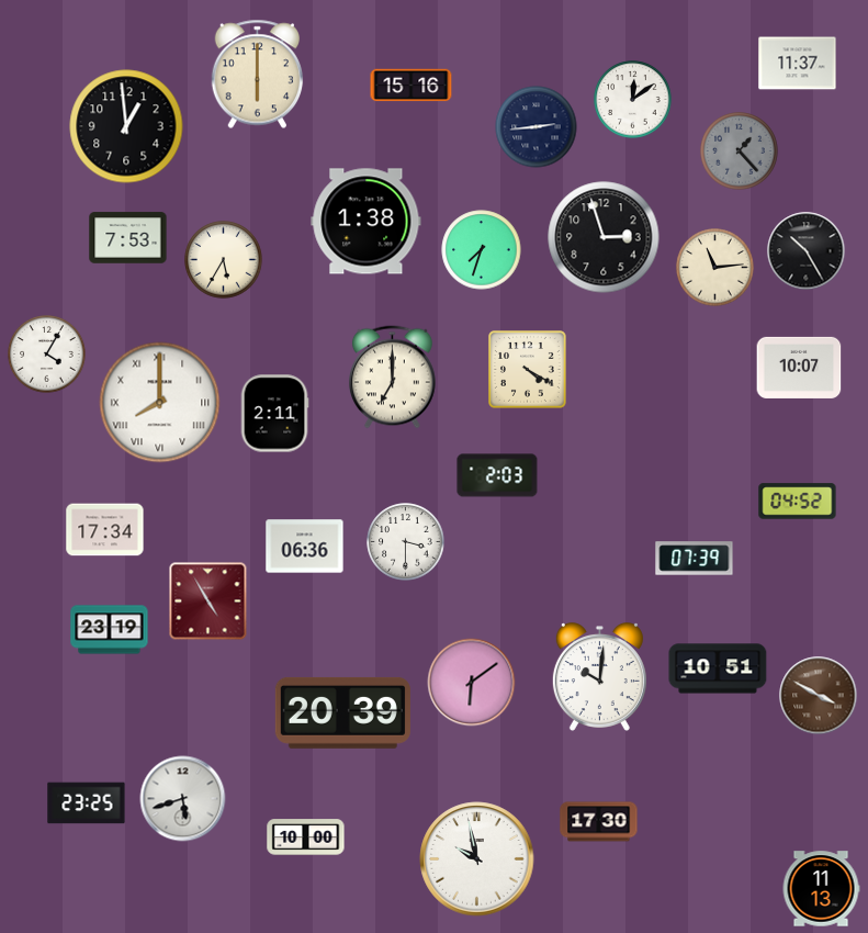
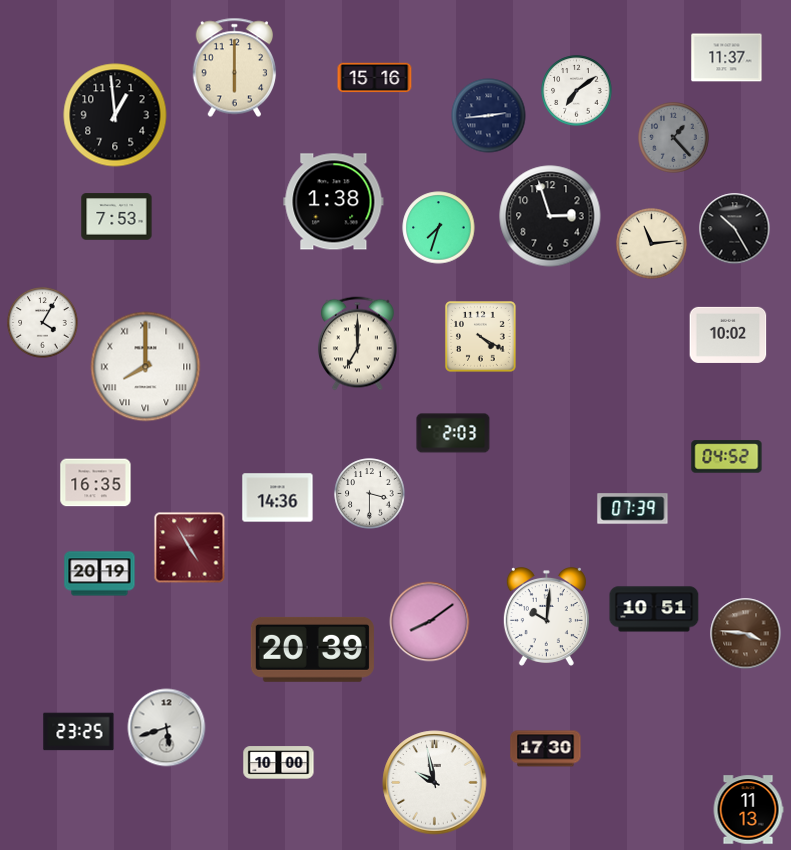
clock at (633, 100): 12:09 -> 7:09
clock at (224, 260): 5:35 -> none
clock at (799, 368): 10:07 -> 10:02
clock at (274, 414): 2:11 -> none
clock at (105, 530): 17:34 -> 16:35
clock at (305, 547): 06:36 -> 14:36
clock at (110, 630): 23:19 -> 20:19
clock at (472, 683): 6:09 -> 8:09
clock at (819, 696): 3:50 -> 3:46
